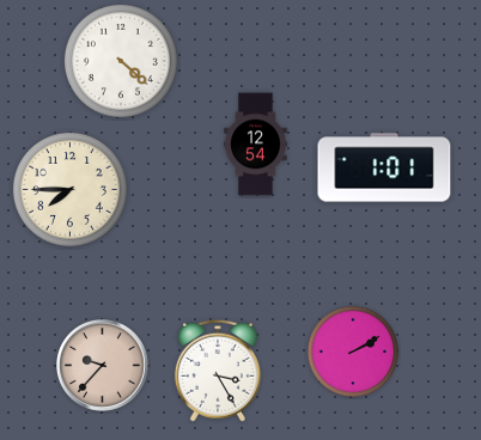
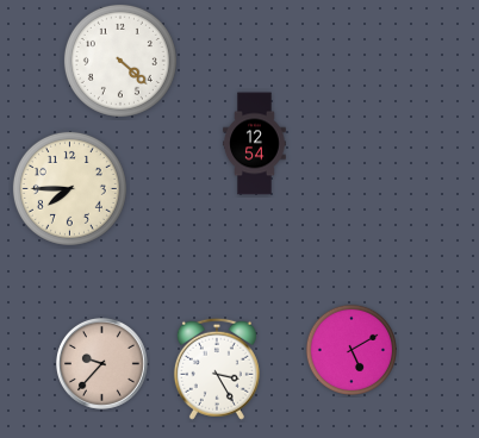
clock at (384, 167): 1:01 -> none
clock at (352, 350): 2:10 -> 5:10
